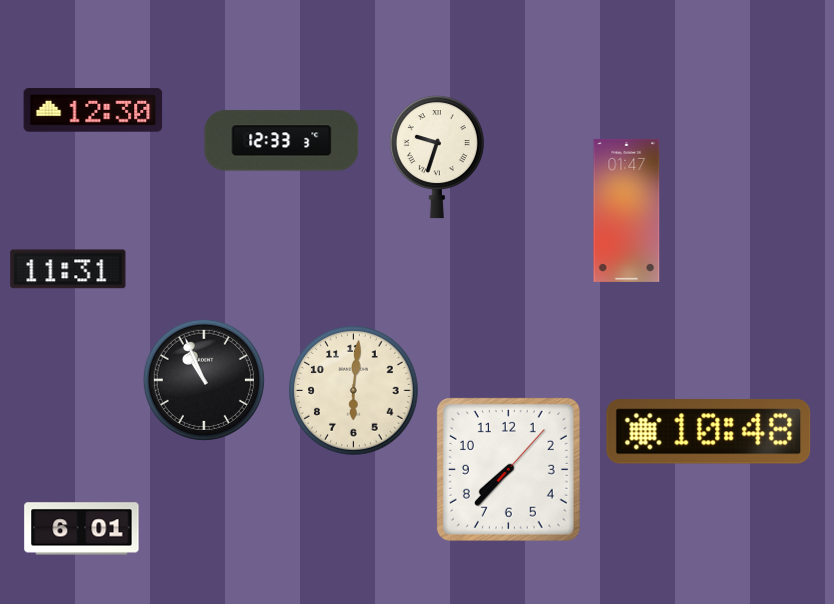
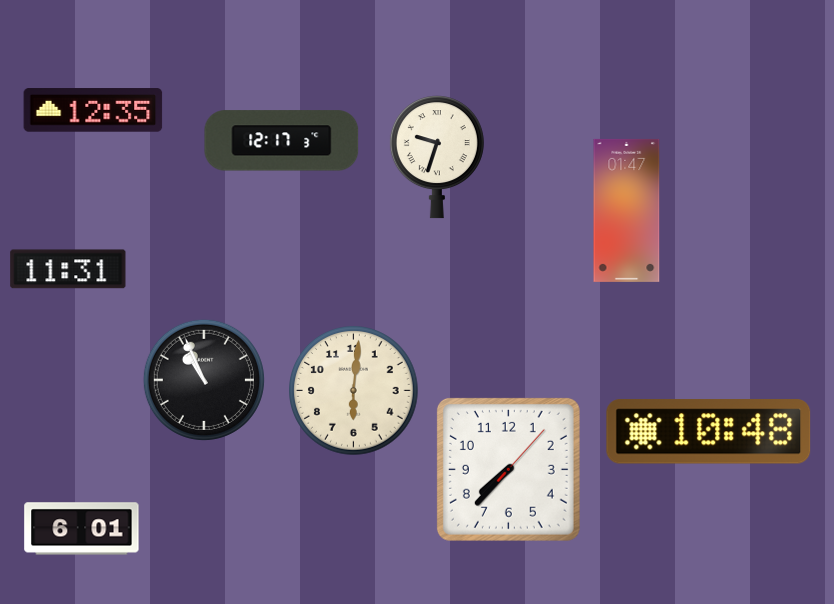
clock at (93, 110): 12:30 -> 12:35
clock at (282, 141): 12:33 -> 12:17
